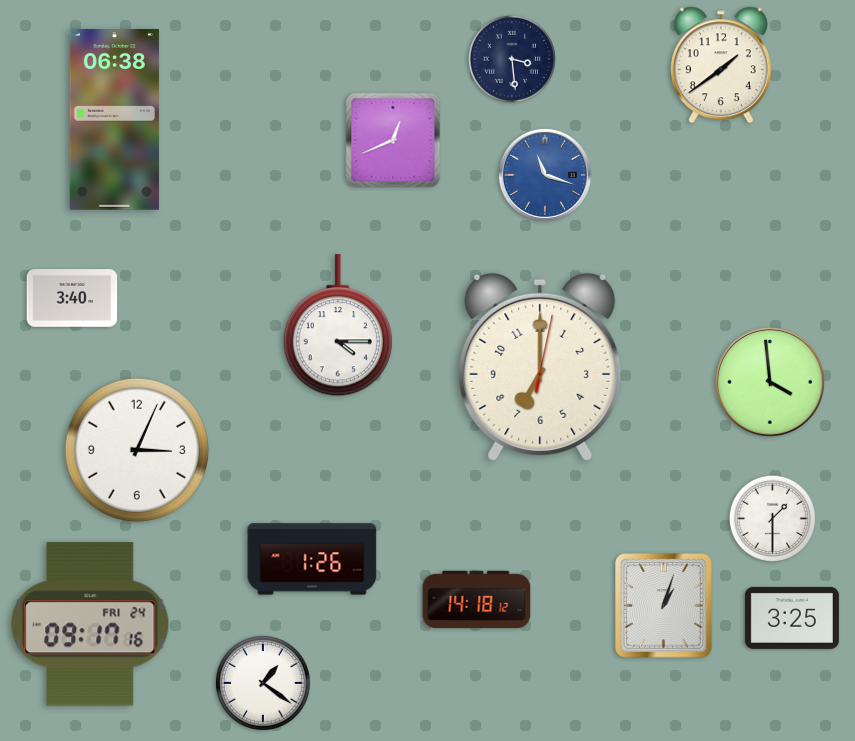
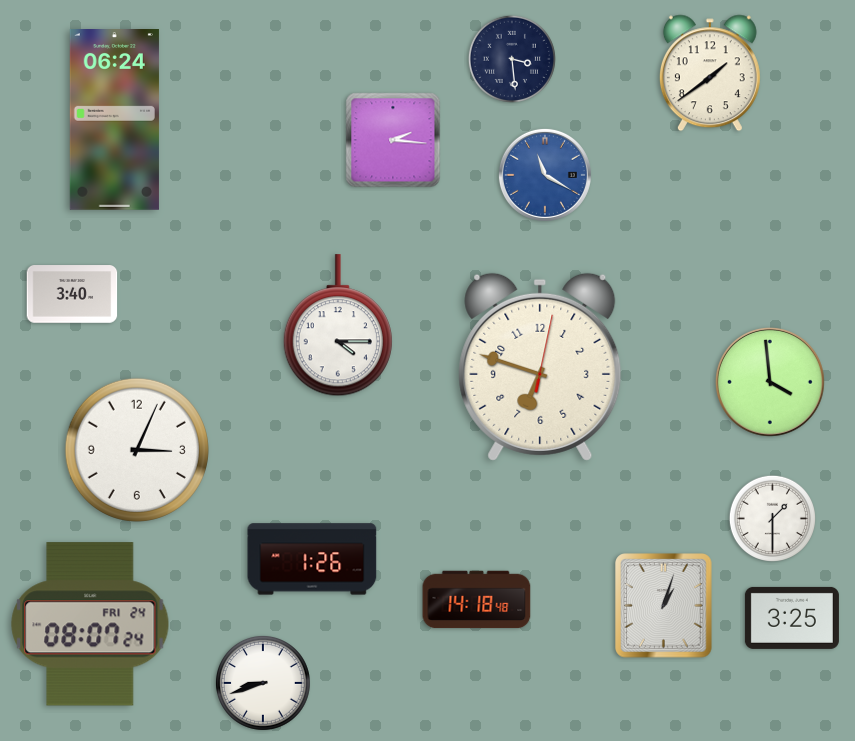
clock at (721, 65) position: (721, 65) -> (710, 73)
clock at (114, 120): 06:38 -> 06:24
clock at (393, 140): 12:41 -> 2:16
clock at (545, 175): 11:18 -> 11:20
clock at (72, 298) position: (72, 298) -> (72, 294)
clock at (540, 367): 7:00 -> 6:48
clock at (477, 600): 14:18:12 -> 14:18:48
clock at (90, 624): 09:17 -> 08:07
clock at (263, 683): 1:21 -> 8:42
